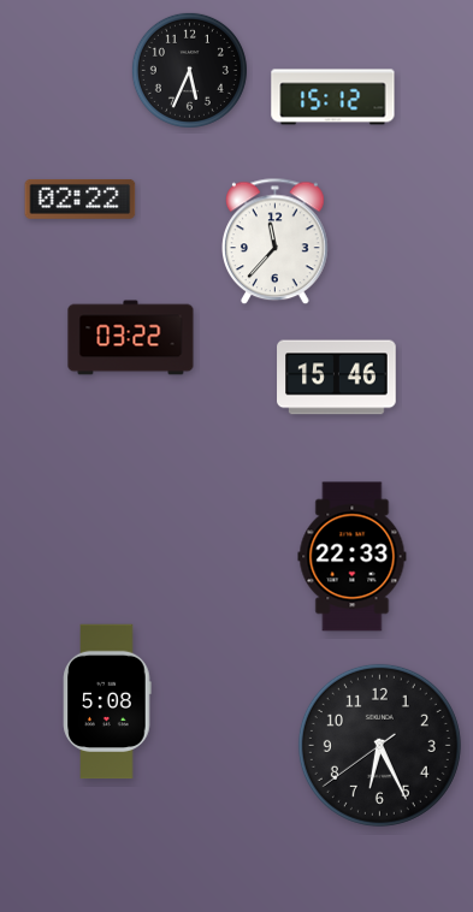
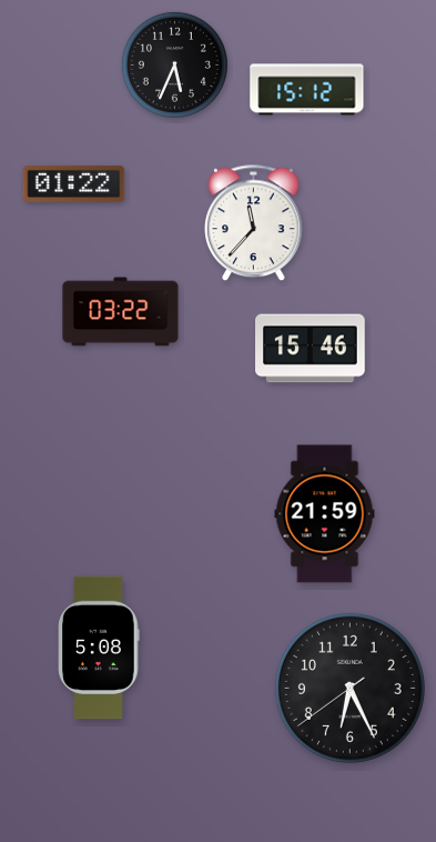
clock at (81, 199): 02:22 -> 01:22
clock at (353, 557): 22:33 -> 21:59
